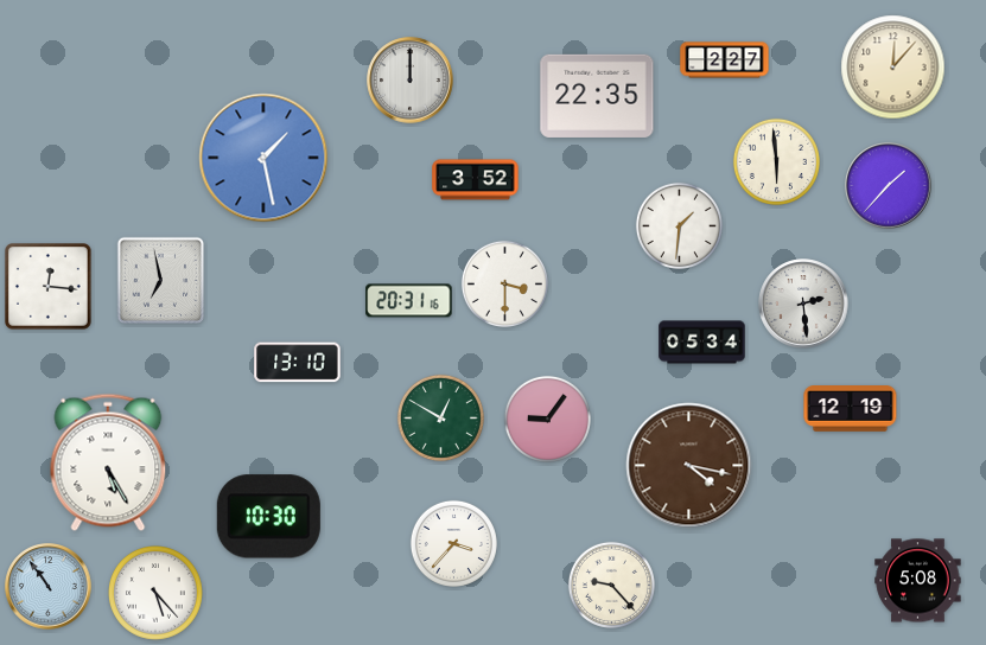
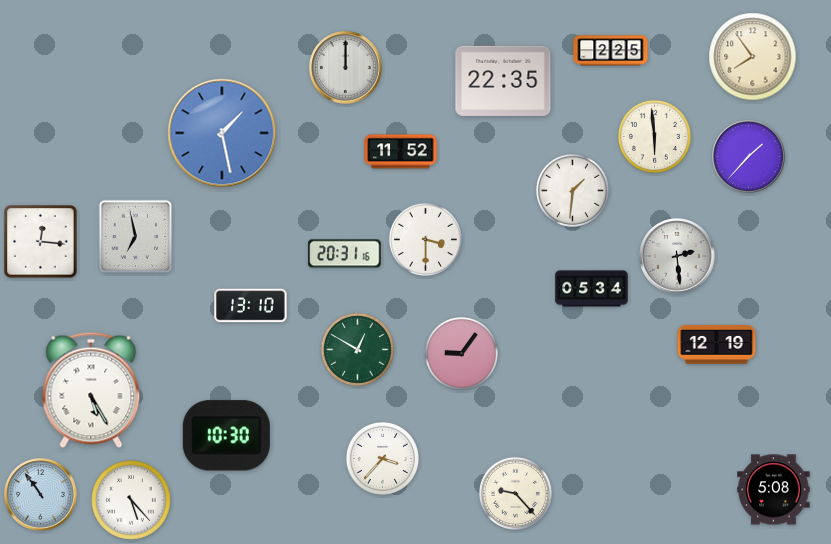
clock at (725, 60): 2:27 -> 2:25
clock at (893, 68): 12:07 -> 7:54
clock at (476, 180): 3:52 -> 11:52
clock at (440, 417) position: (440, 417) -> (357, 349)
clock at (689, 466): 4:17 -> none
